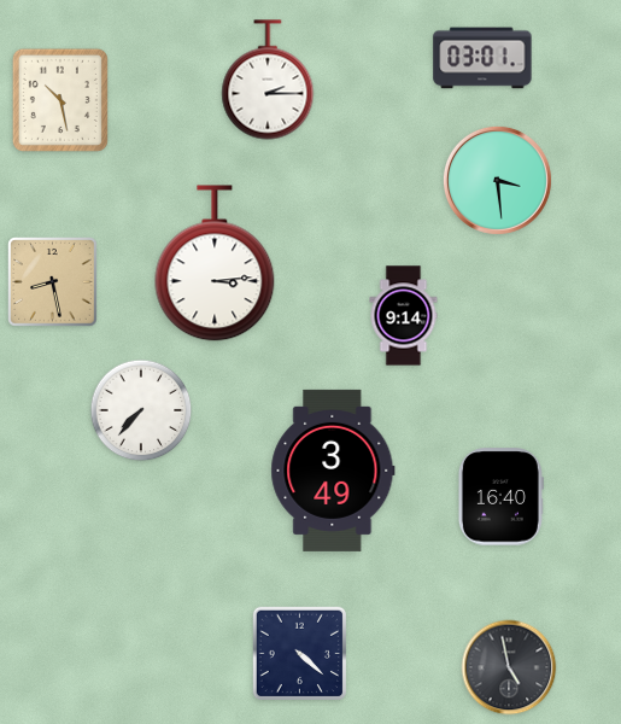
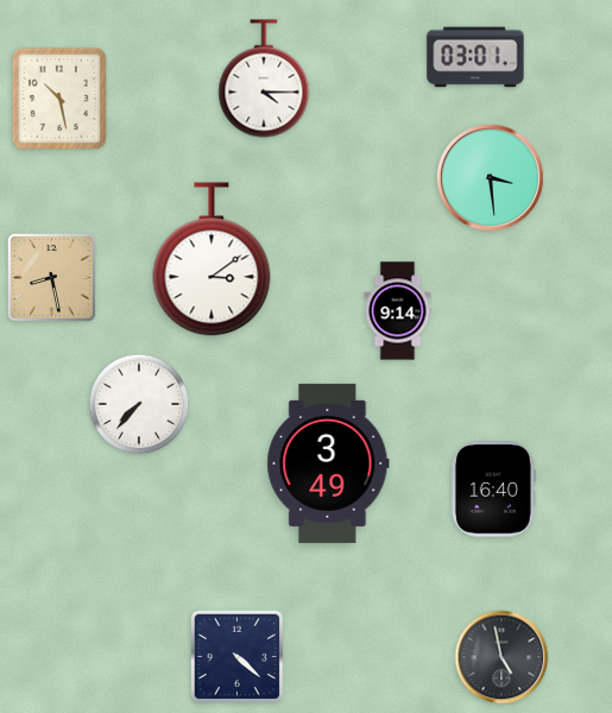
clock at (268, 80): 2:15 -> 4:15
clock at (215, 263): 3:14 -> 3:09
clock at (299, 653) position: (299, 653) -> (236, 656)
